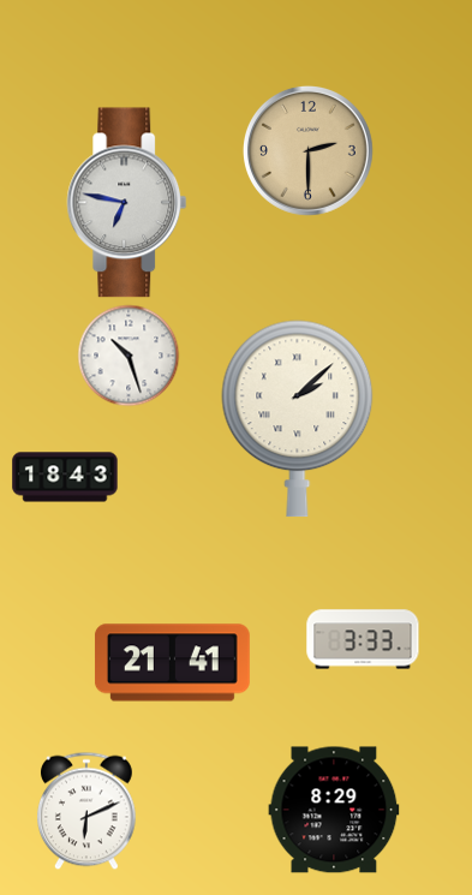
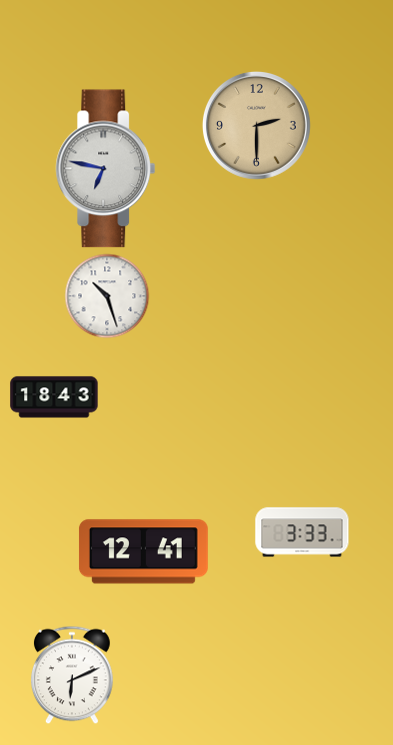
clock at (298, 419): 2:08 -> none
clock at (172, 663): 21:41 -> 12:41
clock at (334, 810): 8:29 -> none
